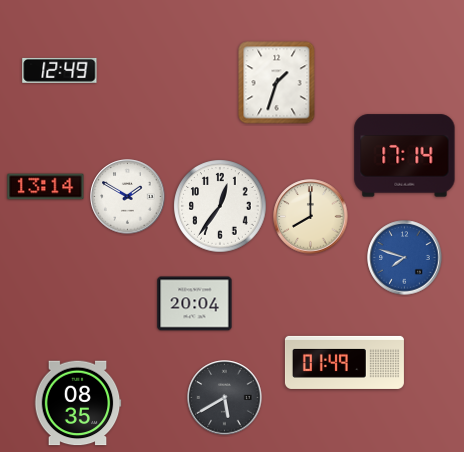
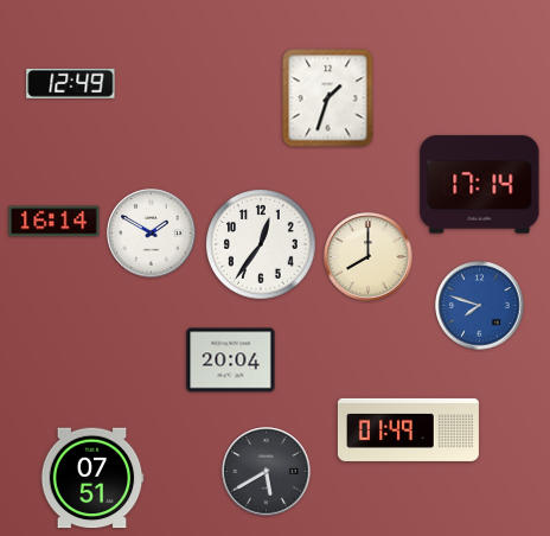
clock at (46, 187): 13:14 -> 16:14
clock at (78, 403): 08:35 -> 07:51
